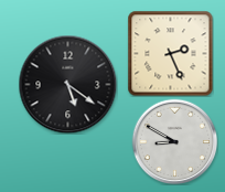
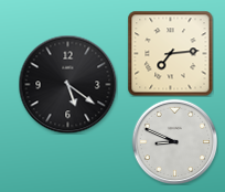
clock at (170, 53): 2:26 -> 7:14
clock at (174, 141): 8:50 -> 8:49
